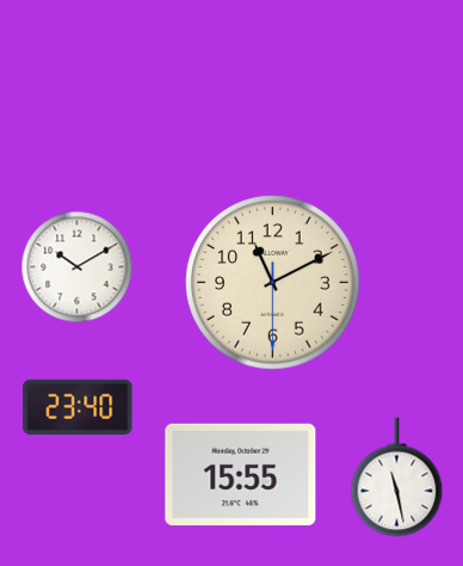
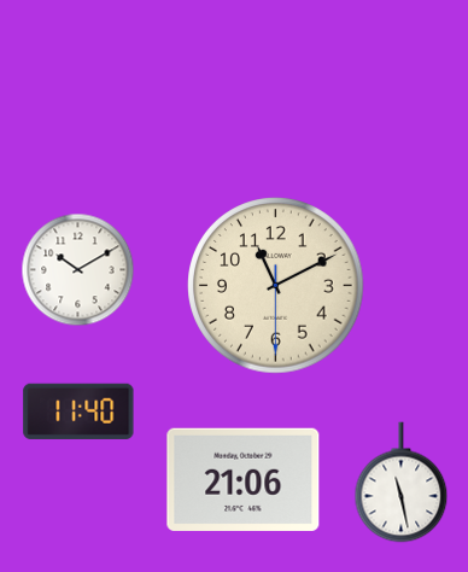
clock at (78, 407): 23:40 -> 11:40
clock at (241, 474): 15:55 -> 21:06
